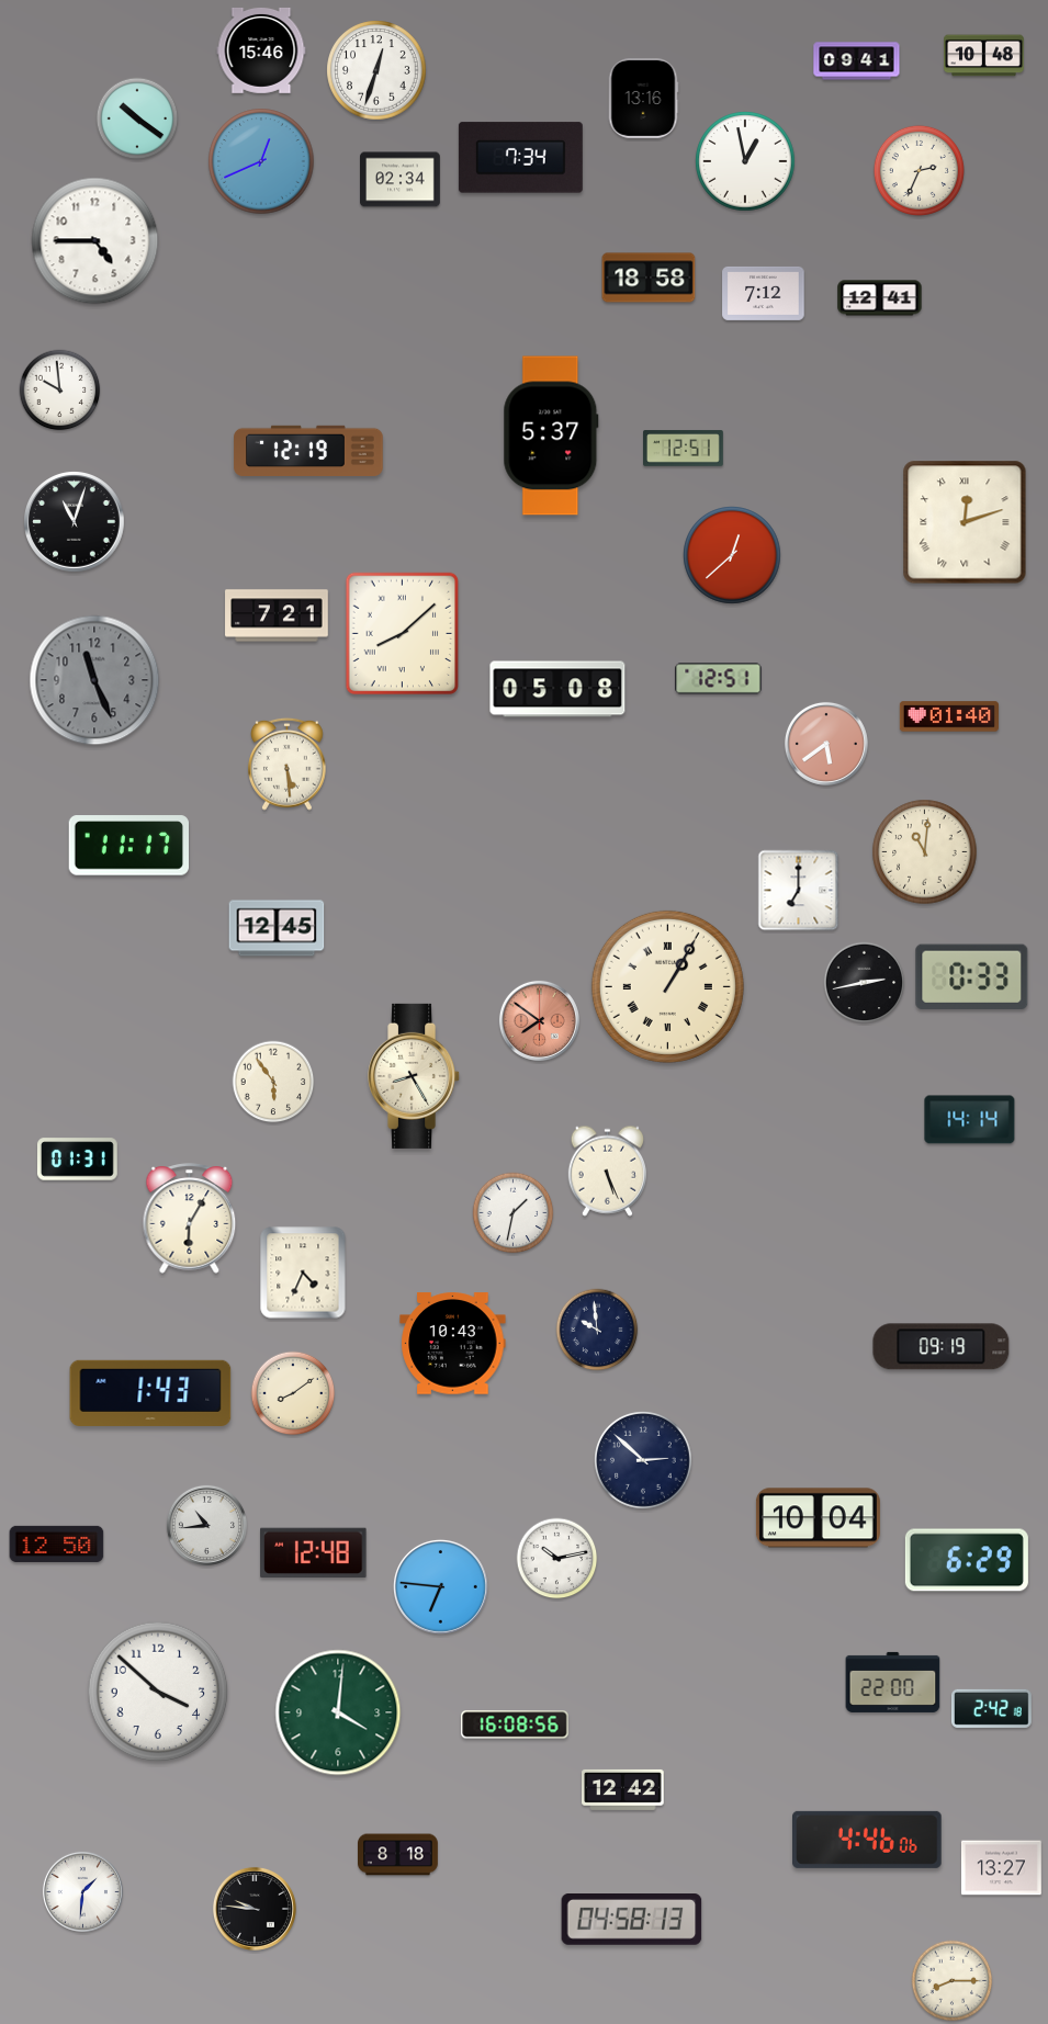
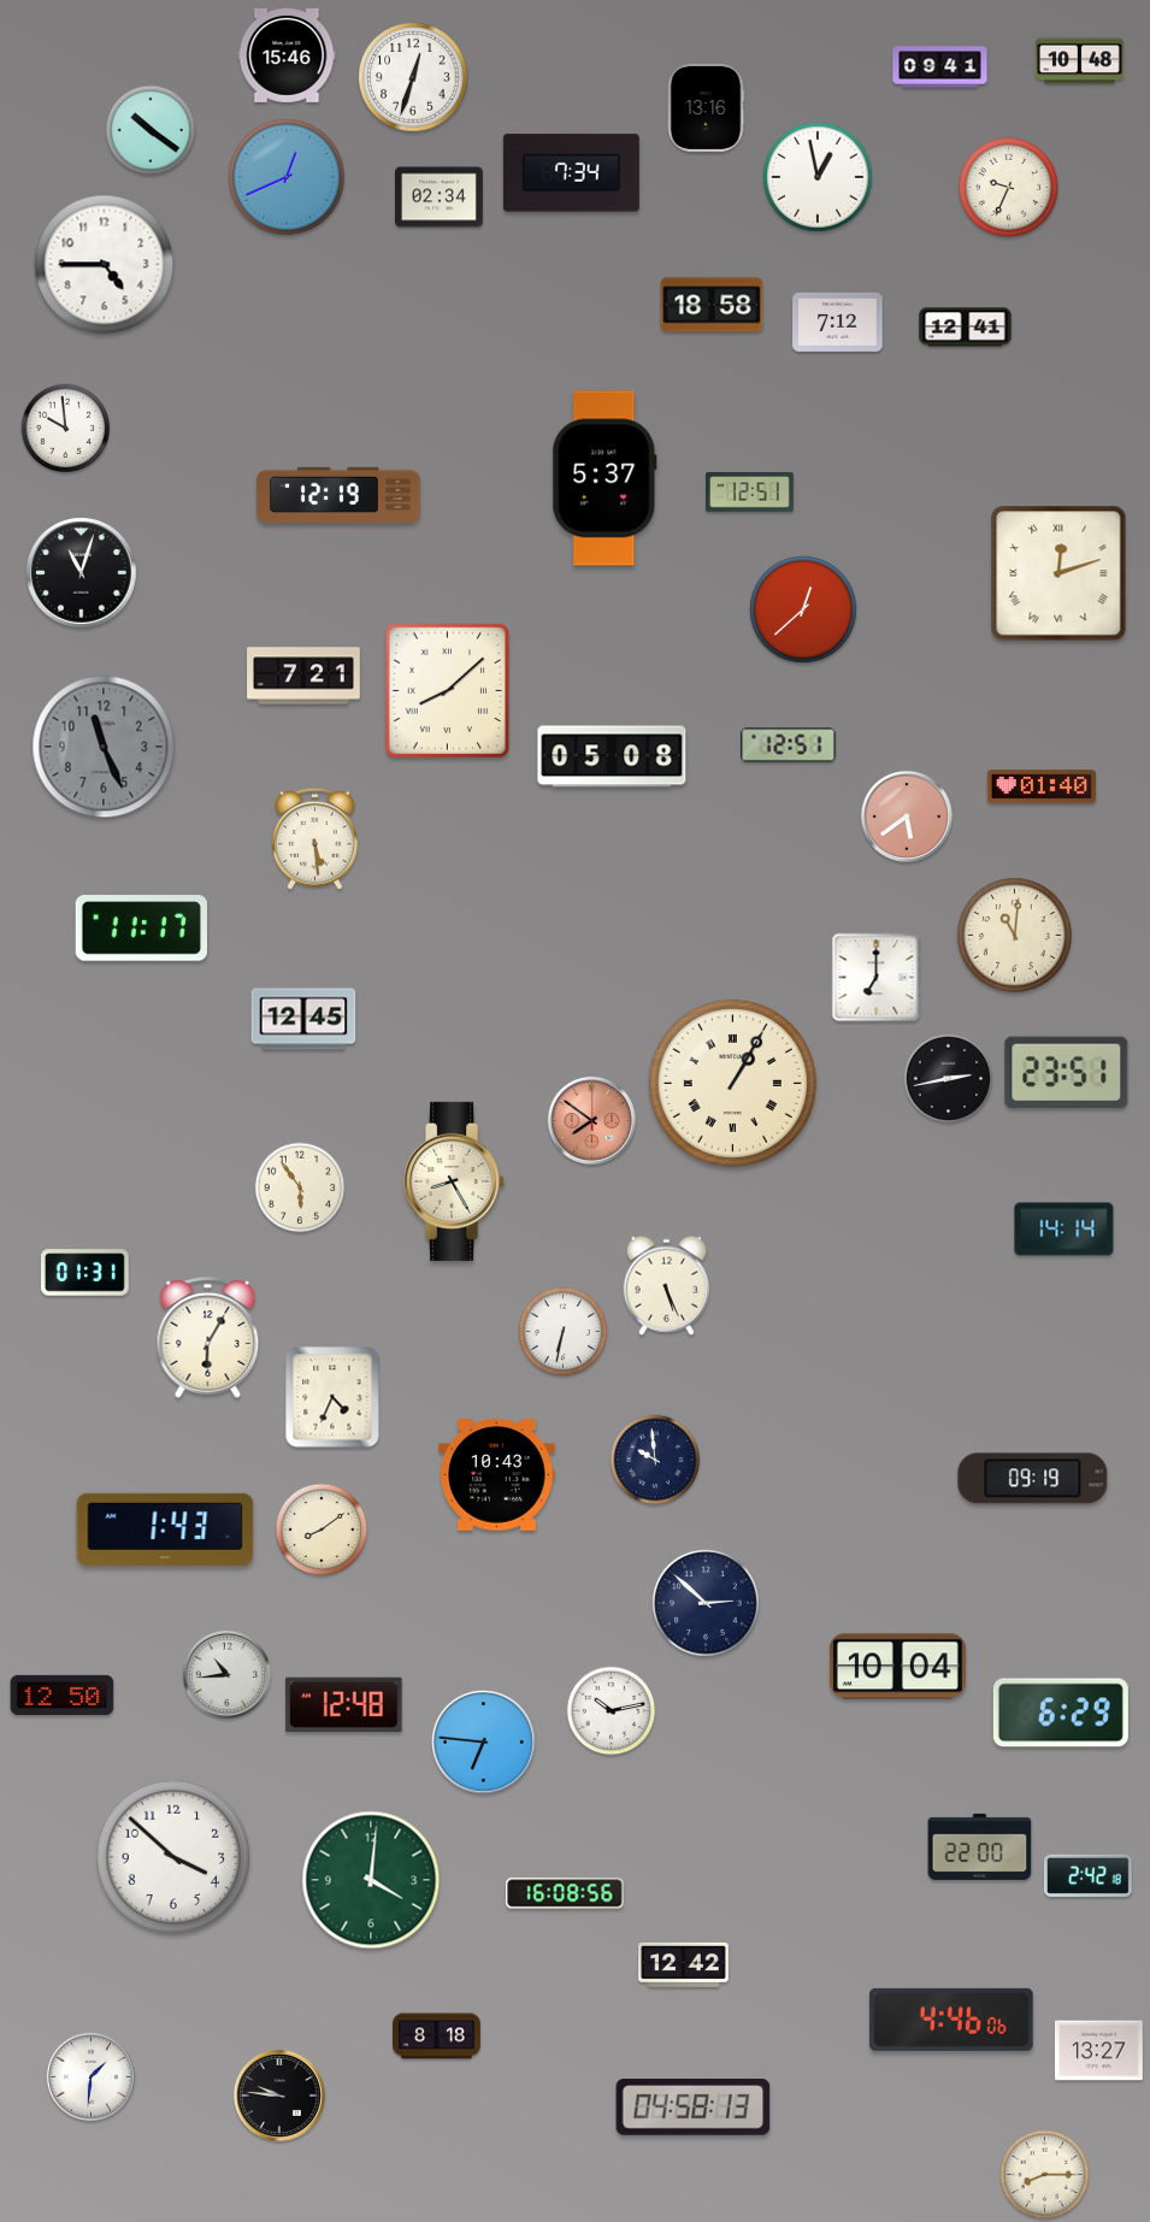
clock at (919, 170): 2:34 -> 9:34
clock at (402, 634) position: (402, 634) -> (447, 691)
clock at (972, 976): 0:33 -> 23:51
clock at (514, 1213): 1:32 -> 6:32
